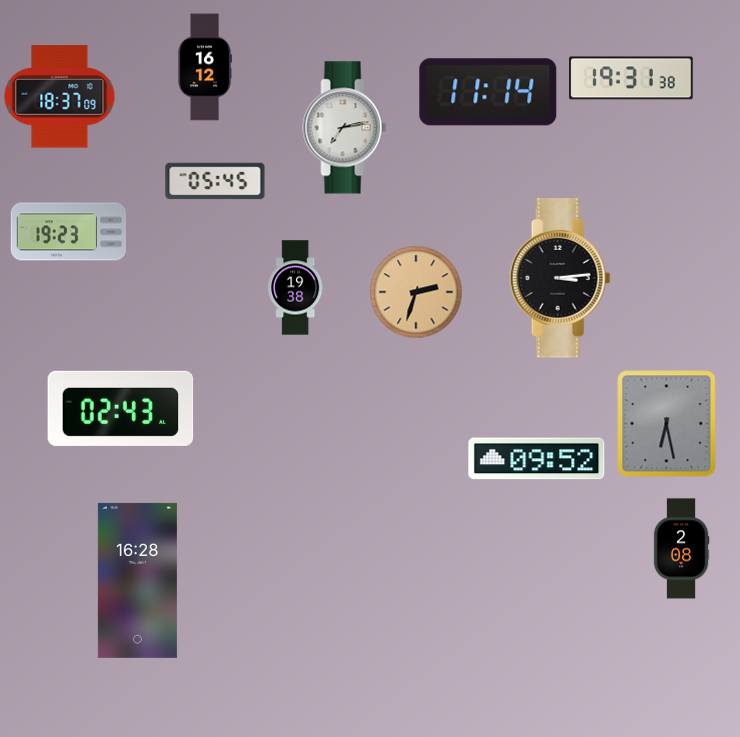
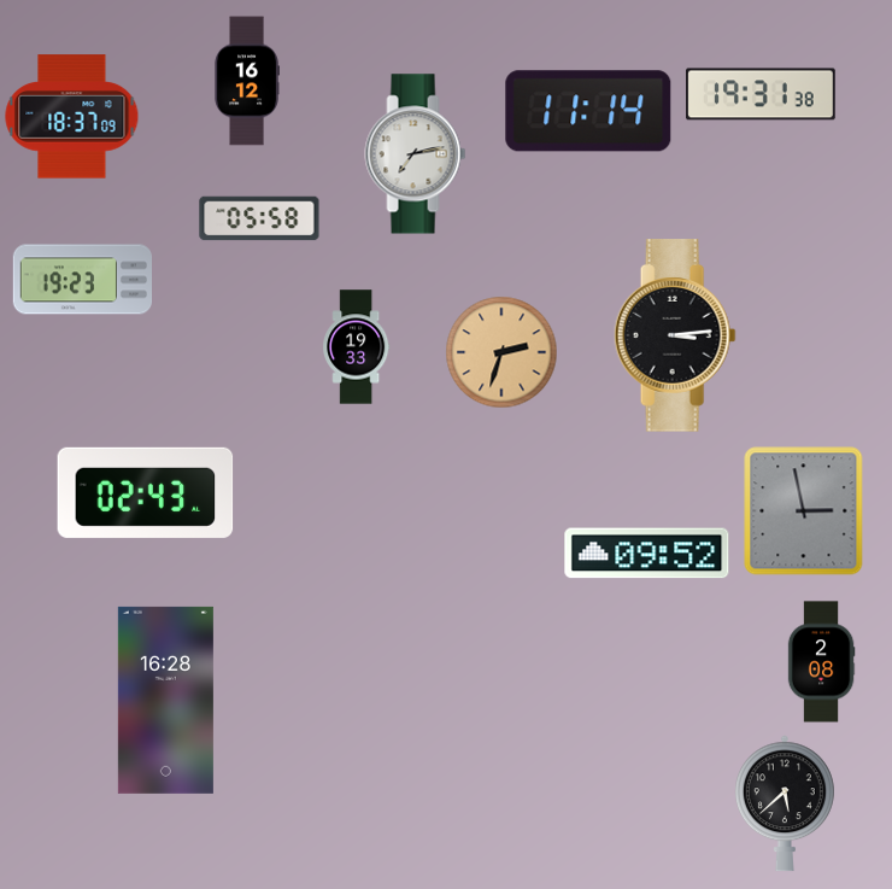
clock at (215, 181): 05:45 -> 05:58
clock at (296, 288): 19:38 -> 19:33
clock at (667, 424): 6:28 -> 2:58
clock at (786, 803): none -> 5:38
